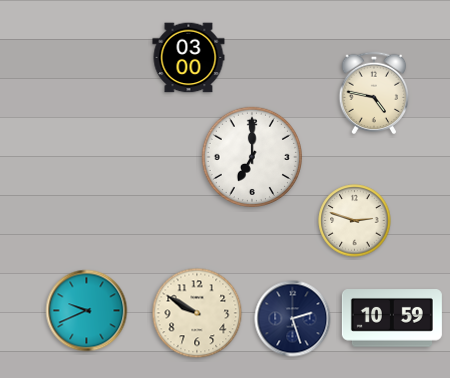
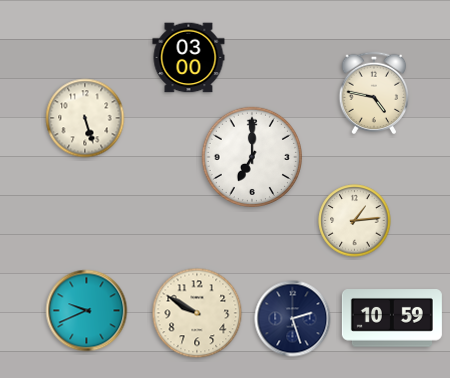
clock at (85, 118): none -> 5:27
clock at (355, 221): 2:48 -> 1:14
